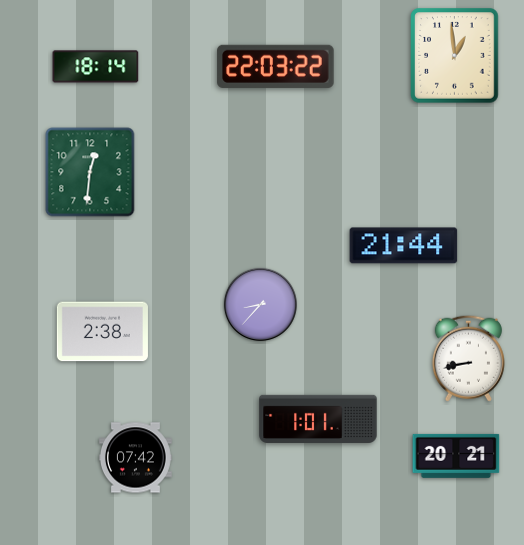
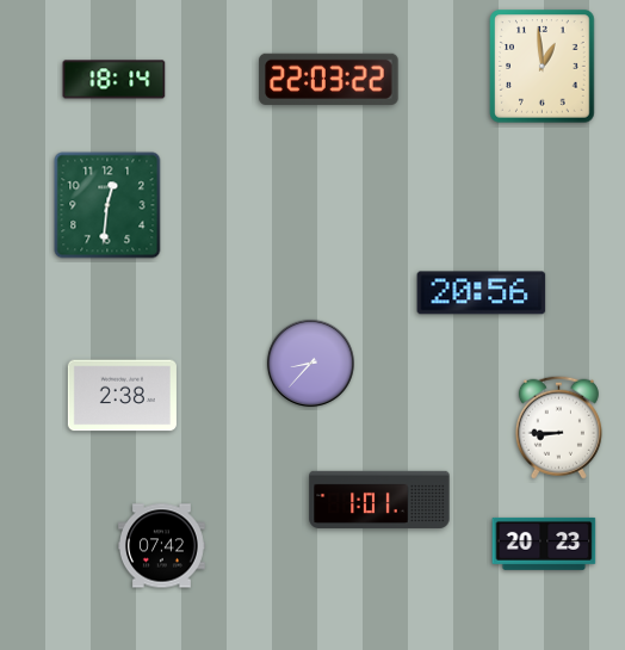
clock at (404, 246): 21:44 -> 20:56
clock at (468, 358): 8:43 -> 8:45
clock at (456, 456): 20:21 -> 20:23
